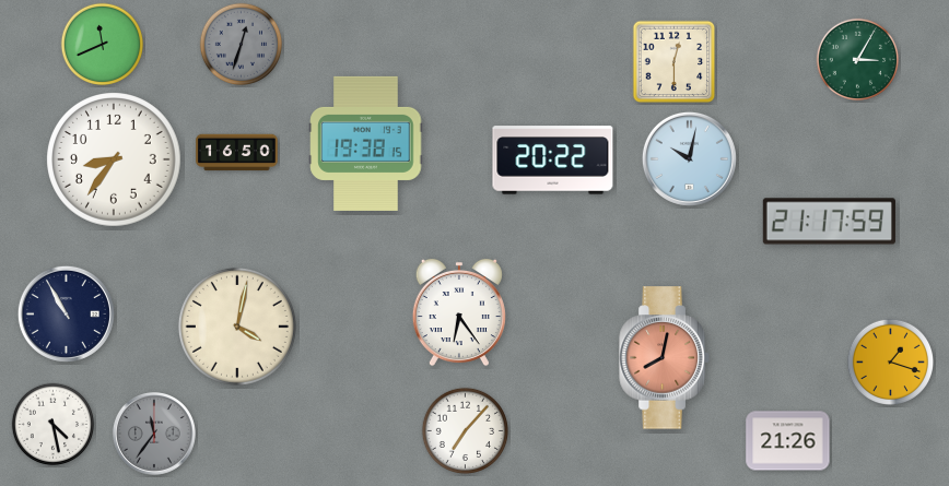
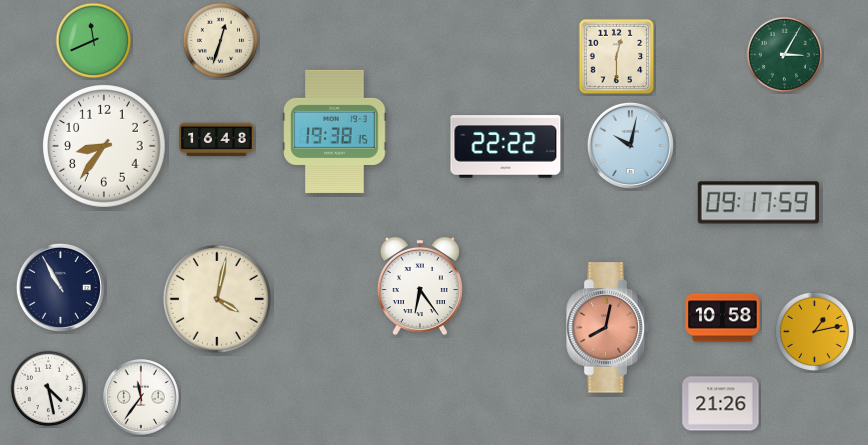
clock at (242, 45) dial: grey -> cream
clock at (237, 153): 16:50 -> 16:48
clock at (553, 161): 20:22 -> 22:22
clock at (829, 222): 21:17 -> 09:17
clock at (723, 318): none -> 10:58
clock at (890, 361): 1:18 -> 1:13
clock at (465, 430): 7:07 -> none
clock at (154, 434) dial: grey -> white
